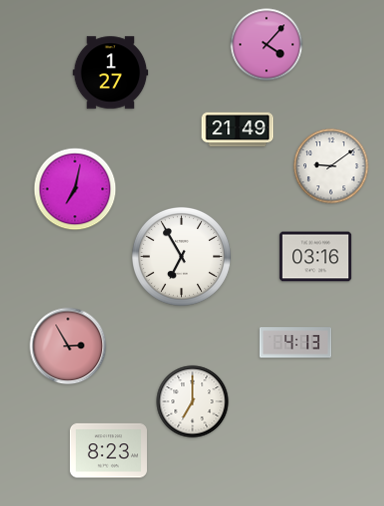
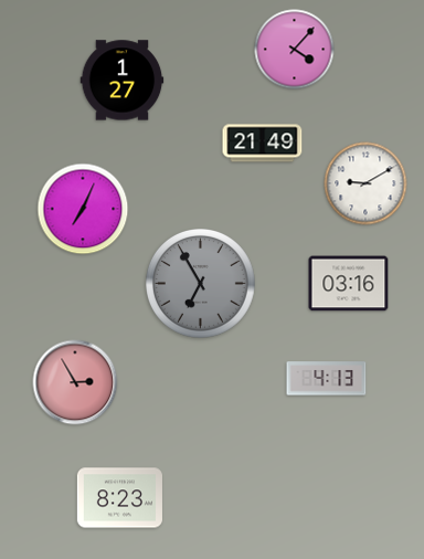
clock at (331, 166): 9:09 -> 9:10
clock at (75, 189): 7:02 -> 7:04
clock at (182, 257) dial: white -> grey
clock at (193, 402): 7:00 -> none
